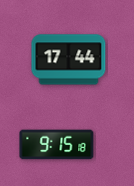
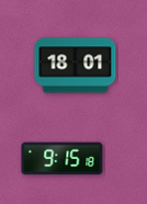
clock at (69, 60): 17:44 -> 18:01
